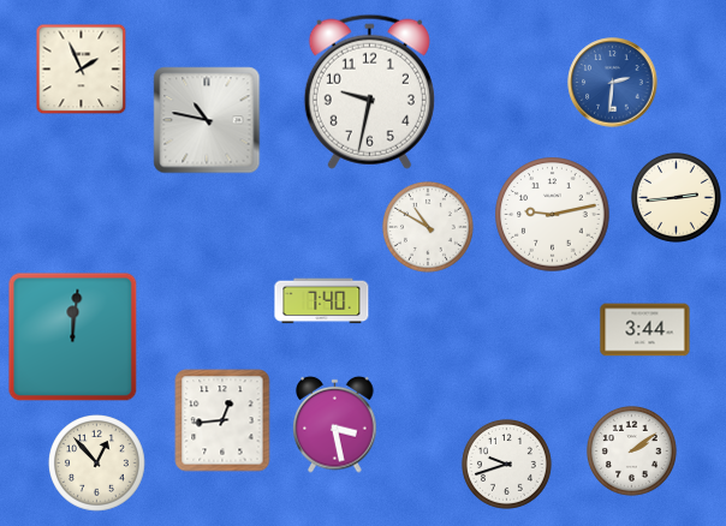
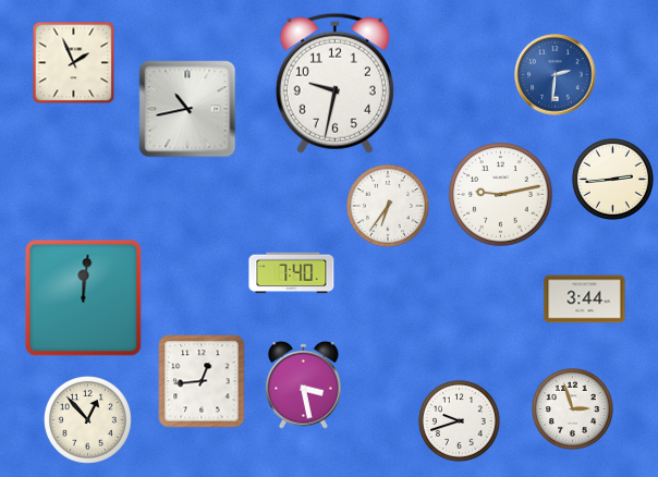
clock at (207, 120): 10:47 -> 10:43
clock at (429, 228): 10:50 -> 6:36
clock at (73, 337) position: (73, 337) -> (84, 298)
clock at (631, 450): 2:09 -> 2:57
